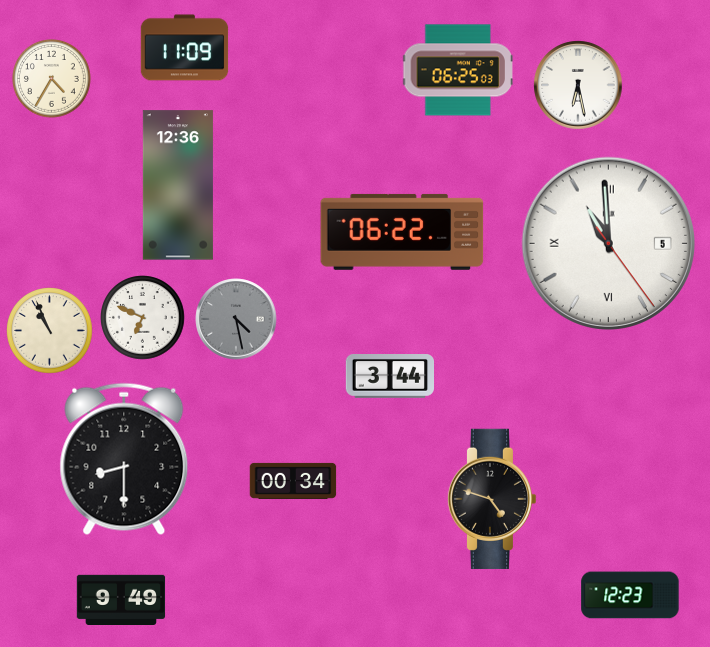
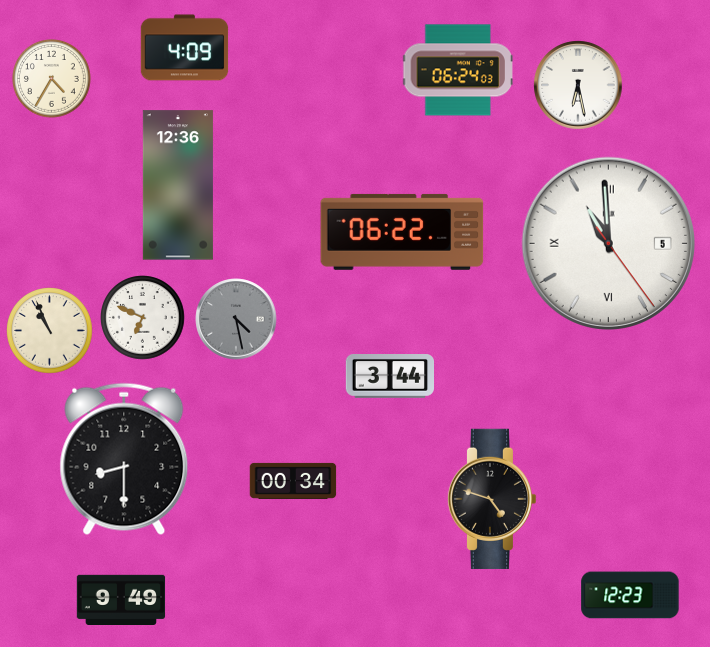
clock at (185, 48): 11:09 -> 4:09
clock at (458, 70): 06:25 -> 06:24
